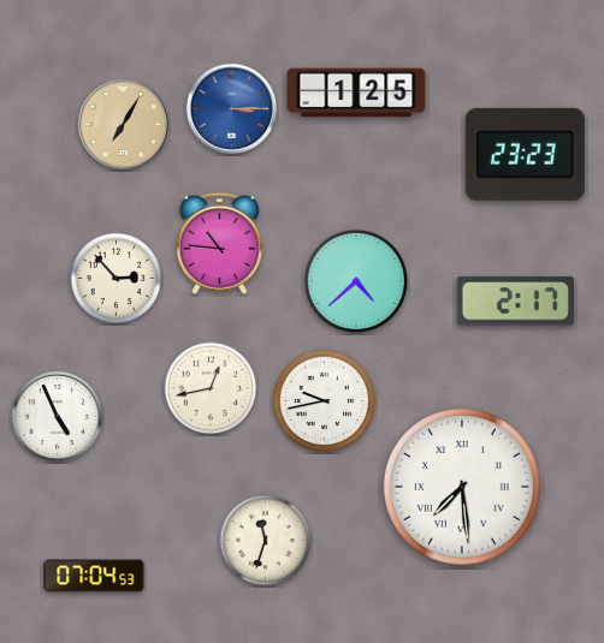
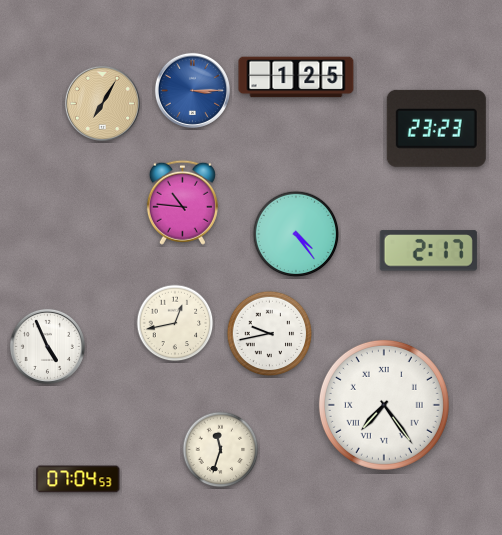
clock at (117, 279): 2:53 -> none
clock at (356, 281): 4:38 -> 4:24
clock at (462, 487): 7:29 -> 7:24
